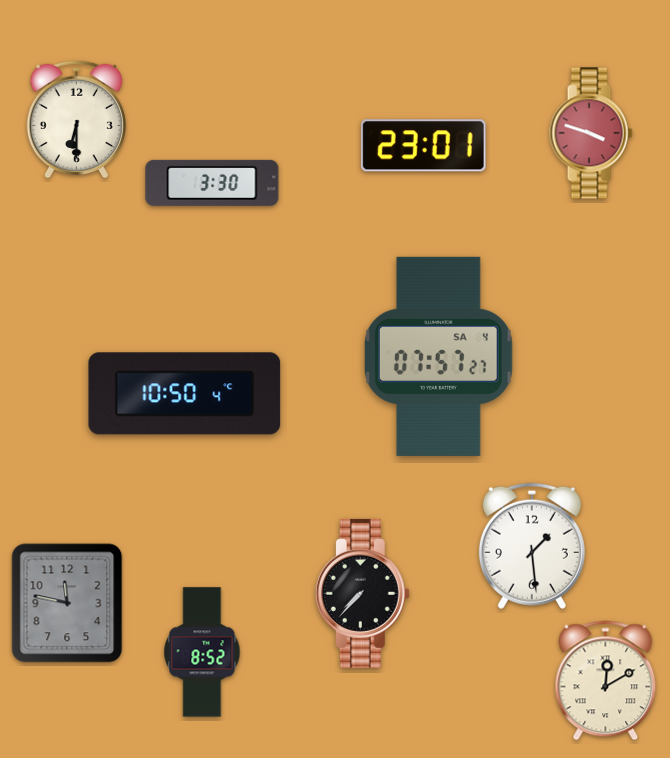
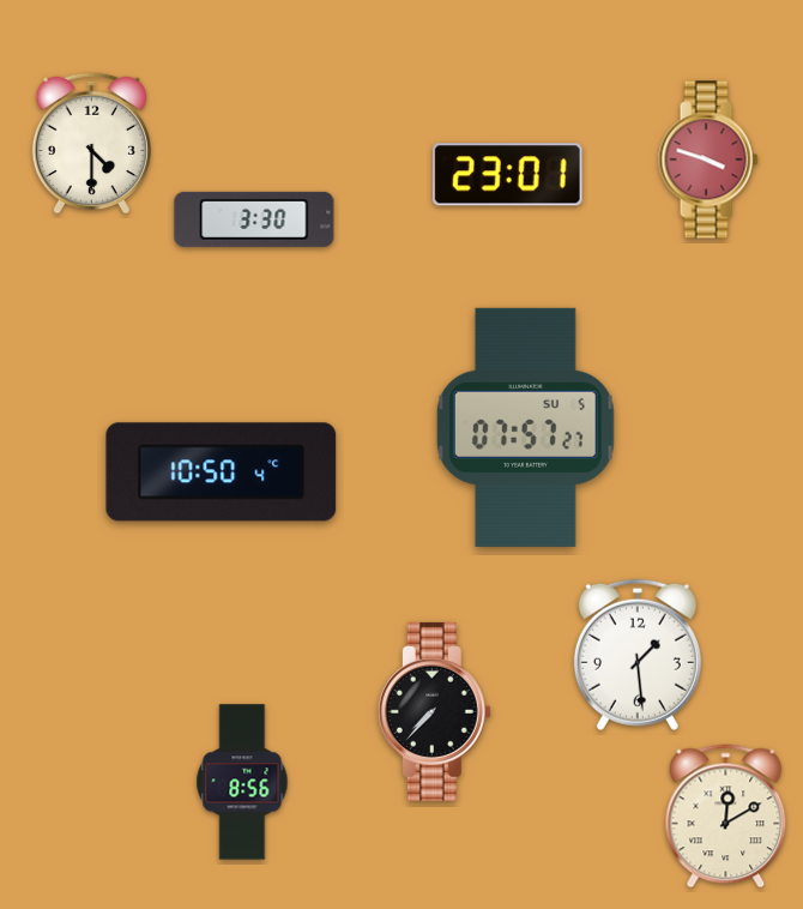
clock at (76, 119): 6:30 -> 4:30
clock at (438, 356) date: SA 4 -> SU 5
clock at (67, 603): 11:47 -> none
clock at (202, 652): 8:52 -> 8:56
